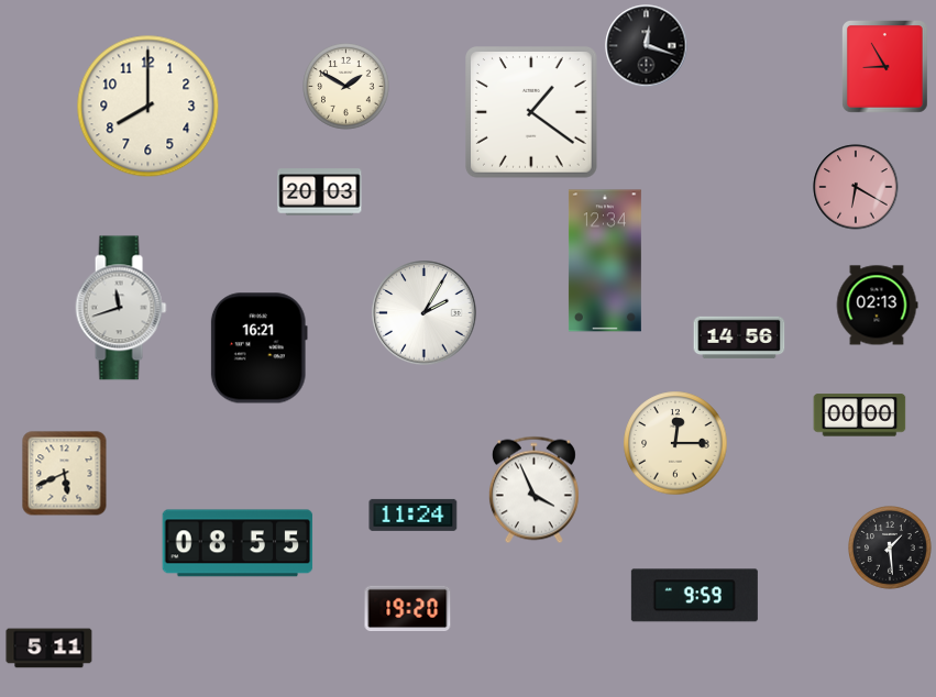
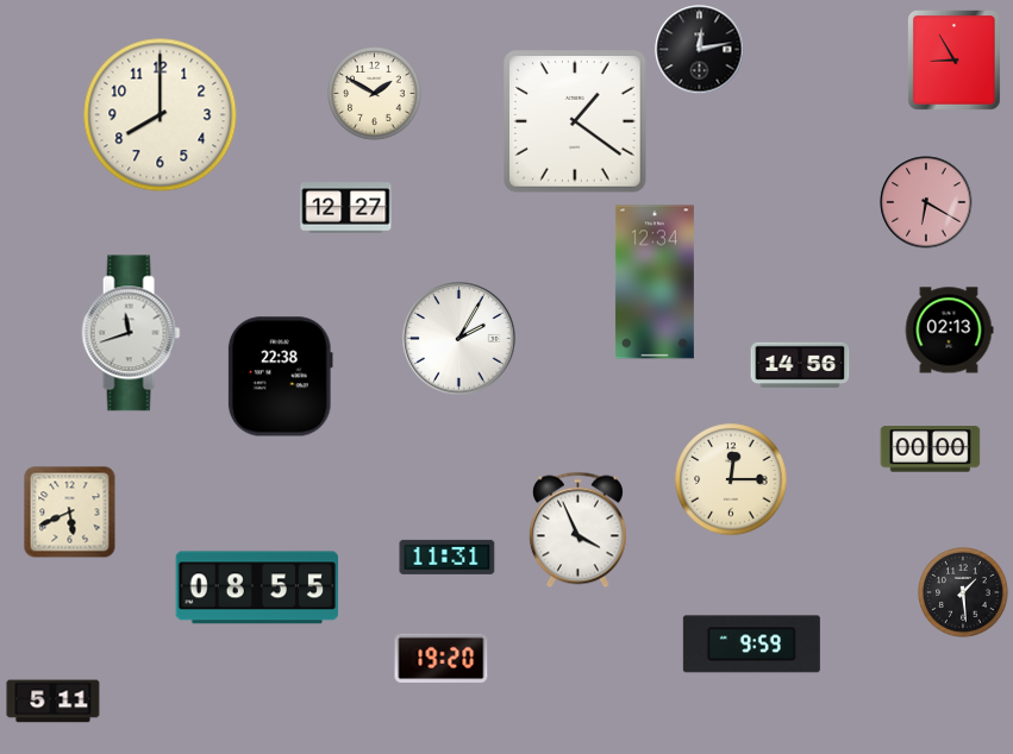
clock at (647, 46): 12:18 -> 12:13
clock at (885, 67) position: (885, 67) -> (955, 61)
clock at (320, 192): 20:03 -> 12:27
clock at (258, 348): 16:21 -> 22:38
clock at (414, 515): 11:24 -> 11:31
